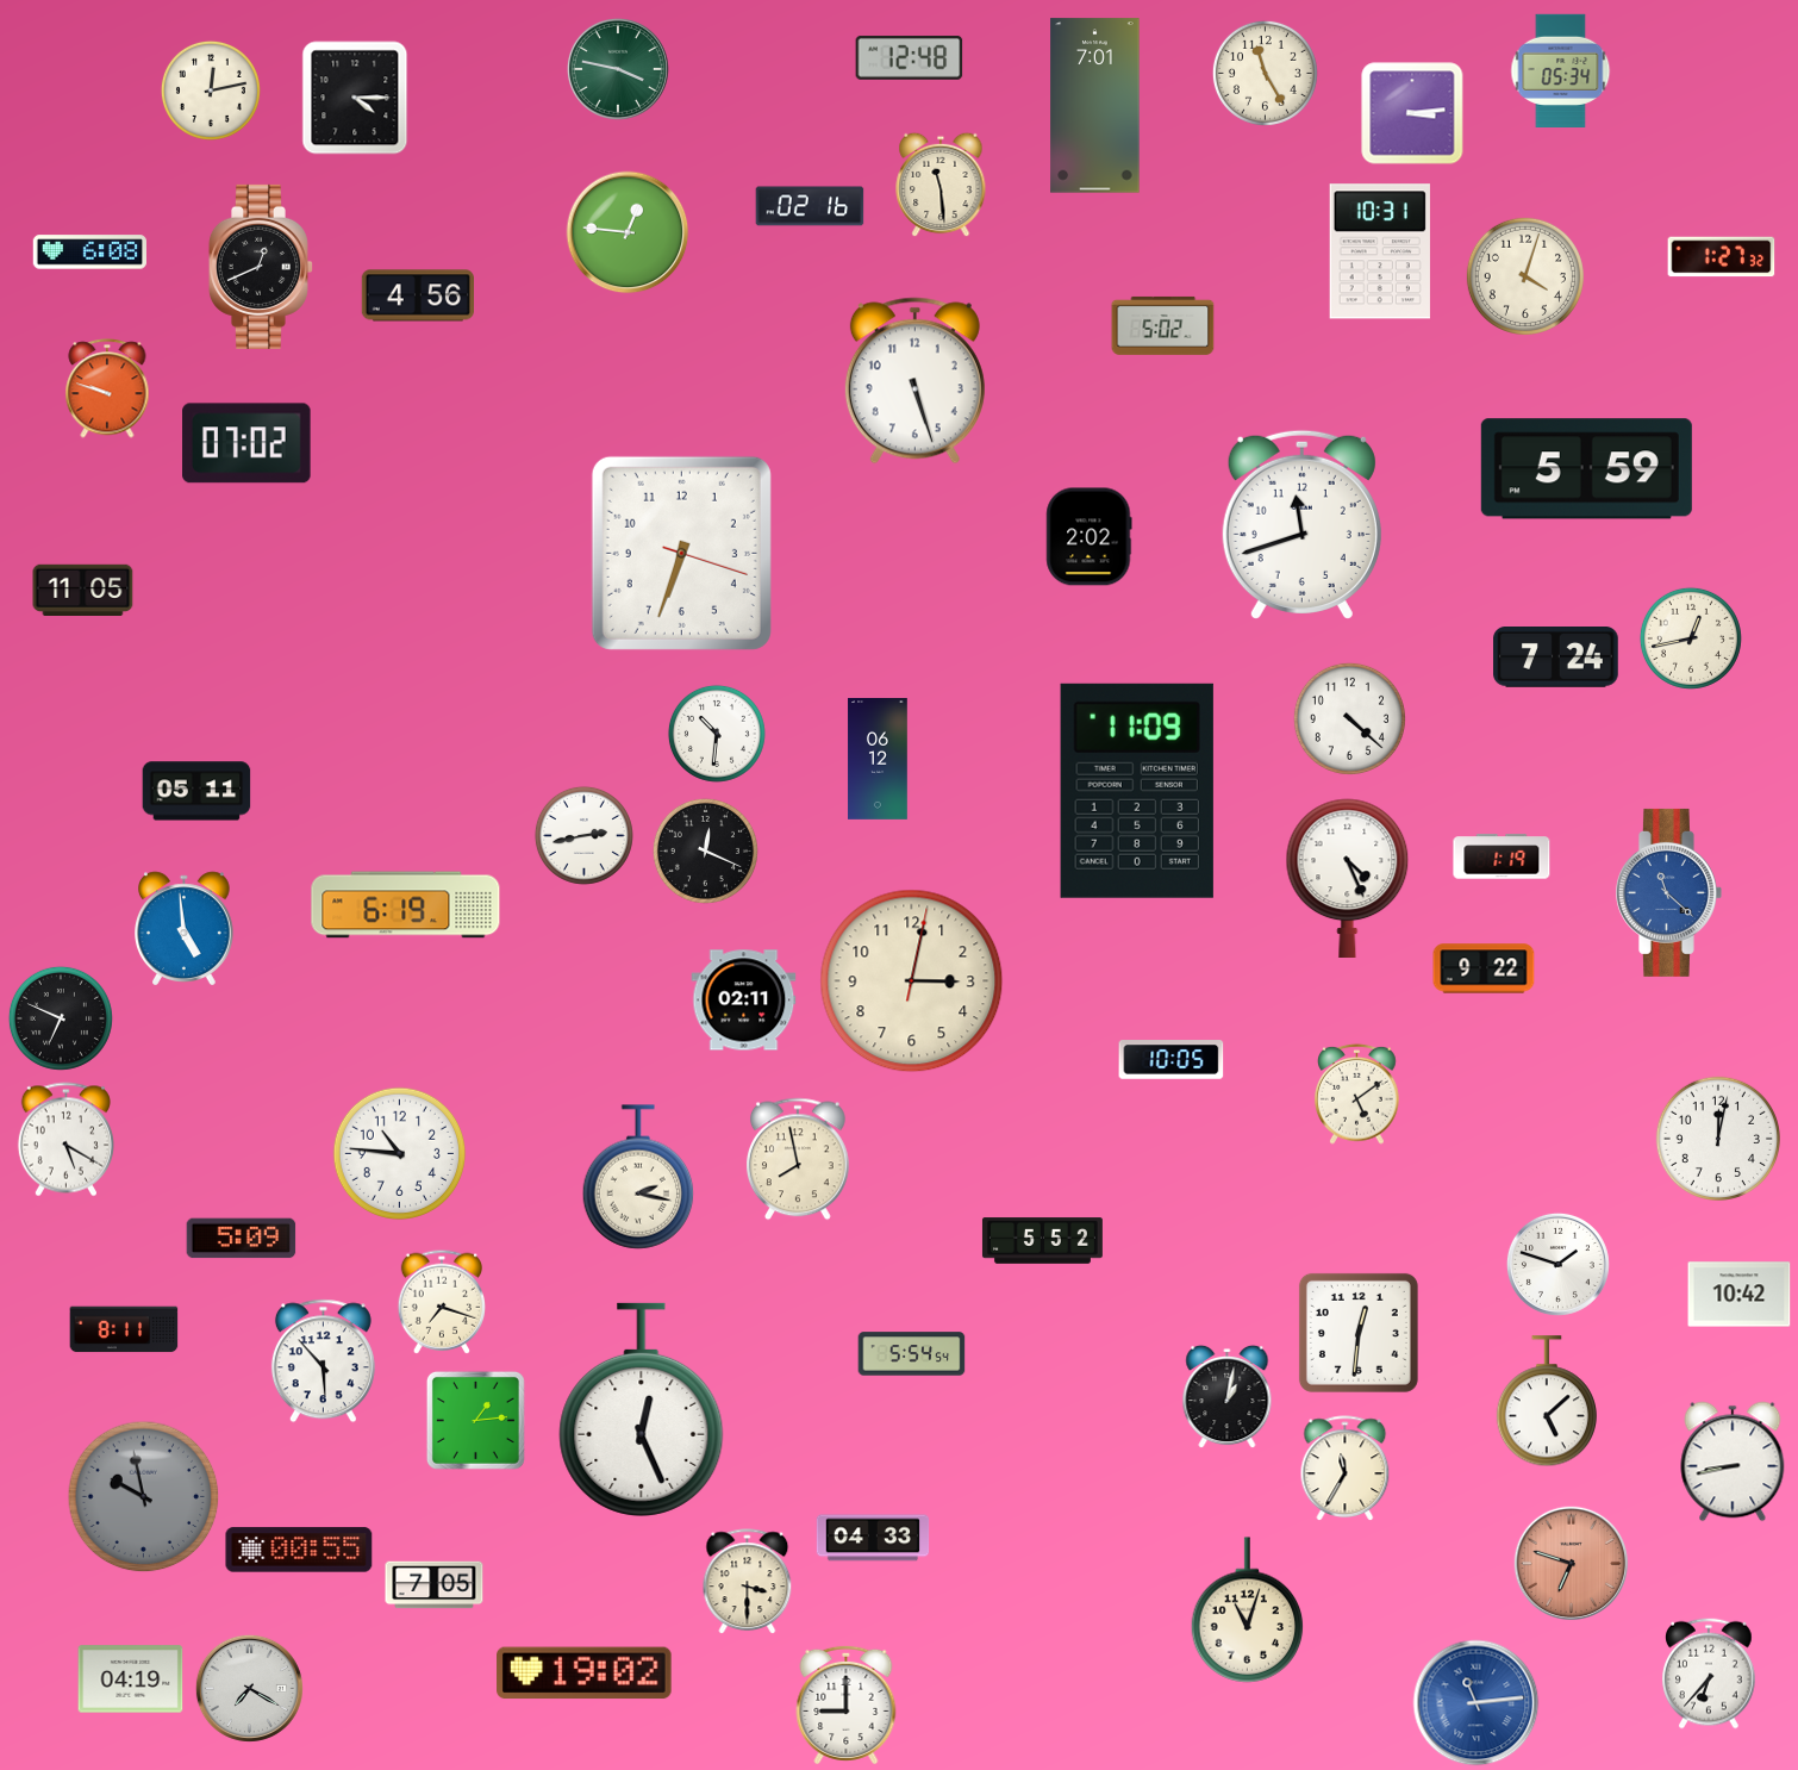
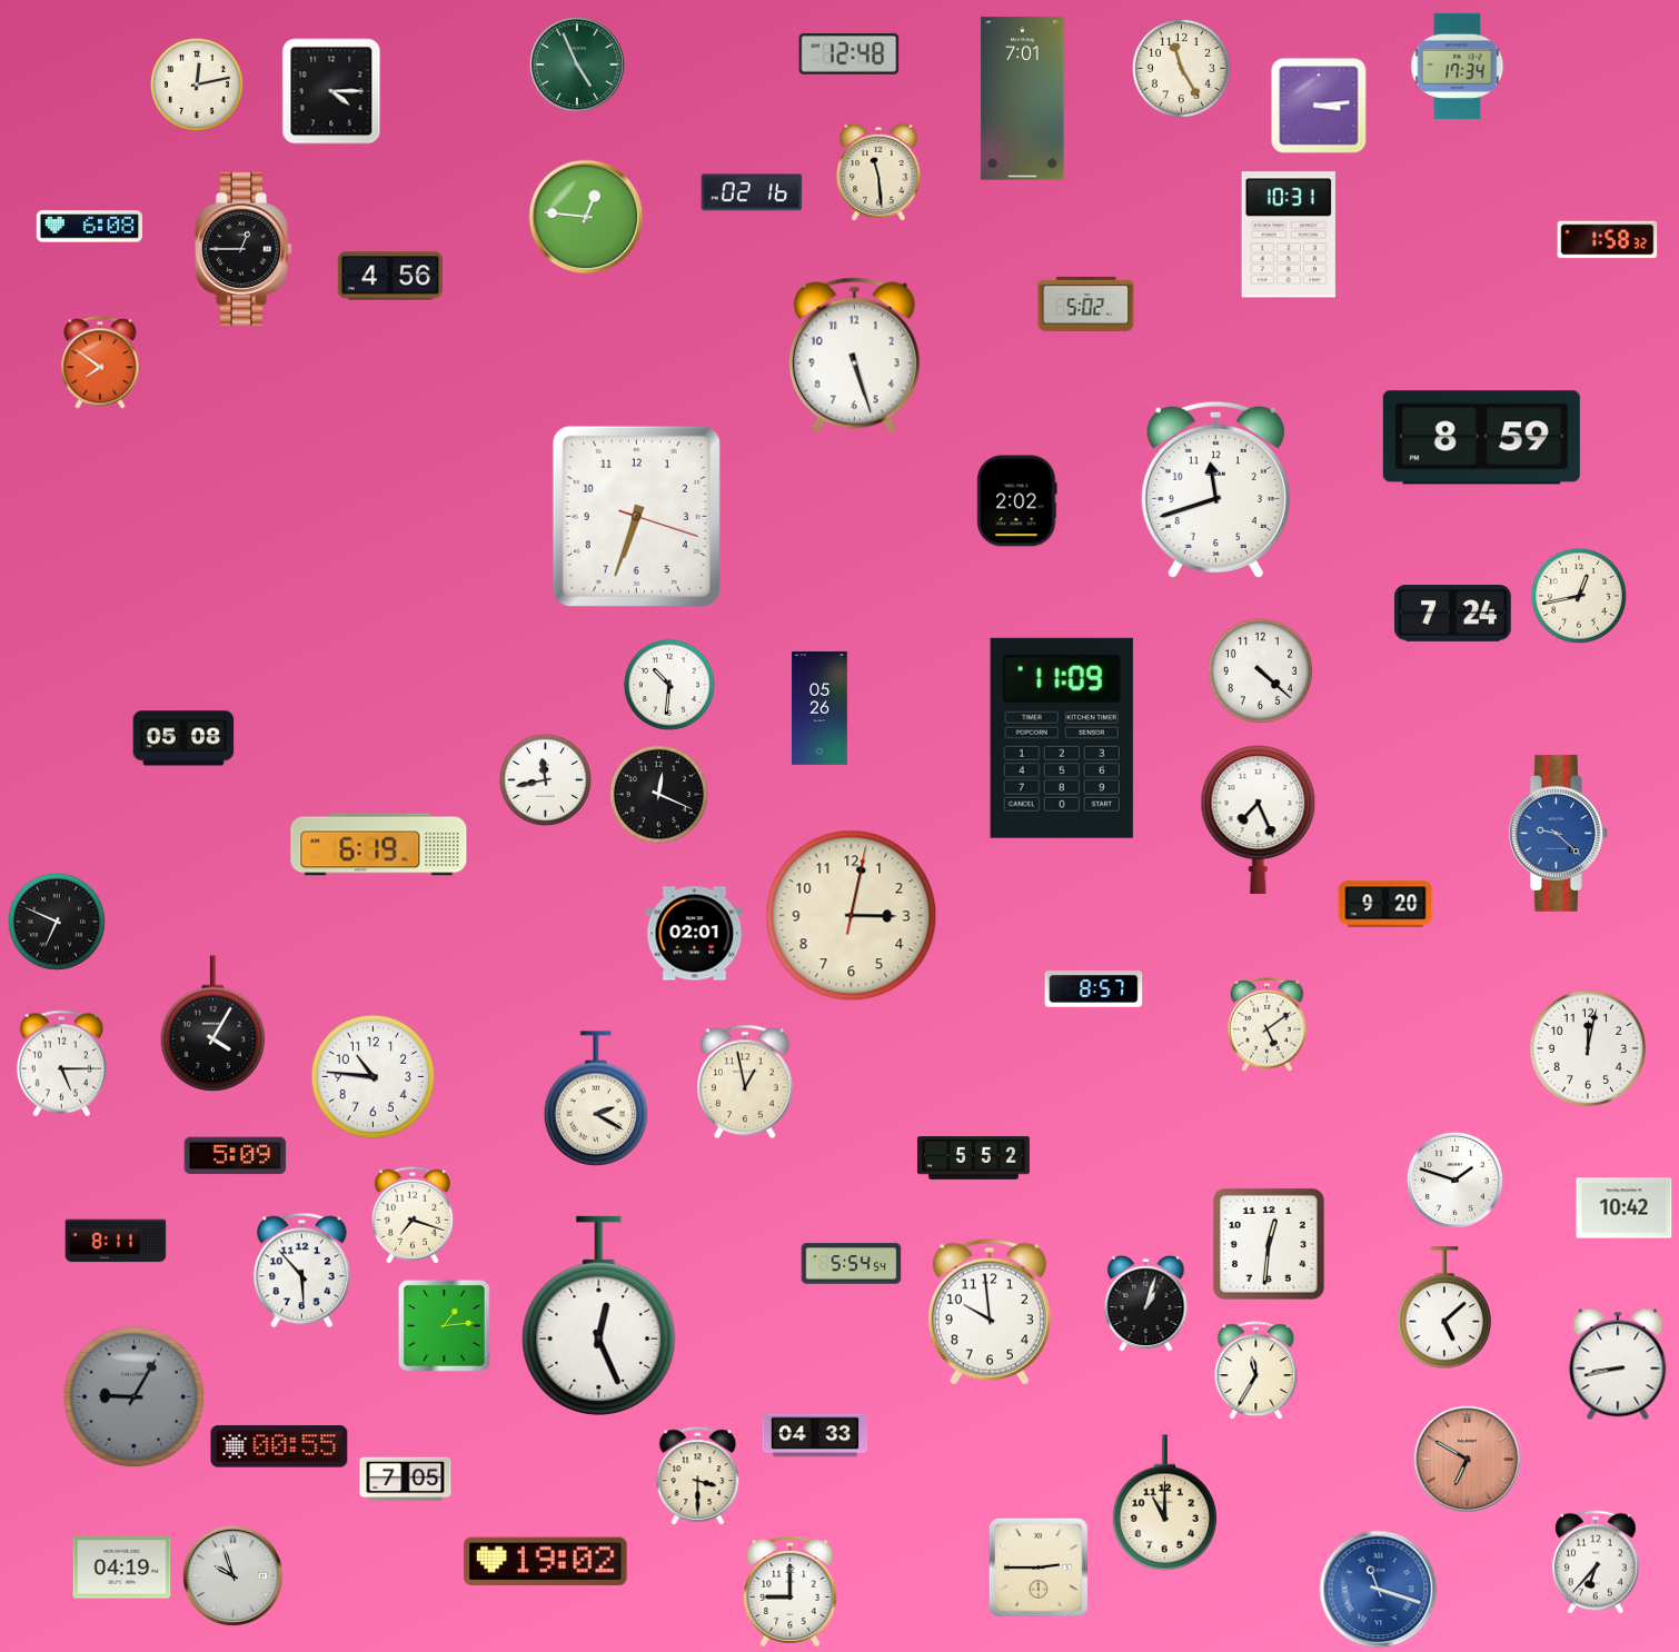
clock at (618, 69): 3:47 -> 4:56
clock at (1561, 70): 05:34 -> 17:34
clock at (810, 206) position: (810, 206) -> (752, 192)
clock at (89, 253) position: (89, 253) -> (89, 227)
clock at (1722, 257): 1:27 -> 1:58
clock at (261, 267): 12:41 -> 12:45
clock at (1525, 276): 4:03 -> none
clock at (107, 388): 9:48 -> 7:51
clock at (246, 443): 07:02 -> none
clock at (1586, 469): 5:59 -> 8:59
clock at (83, 590): 11:05 -> none
clock at (878, 760): 06:12 -> 05:26
clock at (196, 791): 05:11 -> 05:08
clock at (583, 835): 2:43 -> 11:43
clock at (1502, 856): 1:19 -> none
clock at (1348, 878): 4:26 -> 7:26
clock at (1668, 892): 11:22 -> 9:22
clock at (185, 929): 4:59 -> none
clock at (1484, 968): 9:22 -> 9:20
clock at (744, 1001): 02:11 -> 02:01
clock at (61, 1018) position: (61, 1018) -> (57, 922)
clock at (1172, 1060): 10:05 -> 8:57
clock at (1357, 1093) position: (1357, 1093) -> (1268, 1024)
clock at (213, 1024): none -> 4:05
clock at (1717, 1138) position: (1717, 1138) -> (1587, 1047)
clock at (65, 1140): 5:20 -> 5:15
clock at (798, 1159): 7:58 -> 12:58
clock at (638, 1177): 2:17 -> 2:20
clock at (242, 1239) position: (242, 1239) -> (236, 1156)
clock at (1228, 1396): 1:02 -> 1:03
clock at (990, 1312): none -> 9:59
clock at (144, 1497): 9:58 -> 9:05
clock at (1572, 1564): 6:48 -> 6:50
clock at (1248, 1610): 11:03 -> 11:00
clock at (1039, 1568): none -> 2:45
clock at (249, 1688): 7:20 -> 9:57
clock at (1477, 1703): 11:14 -> 11:18
